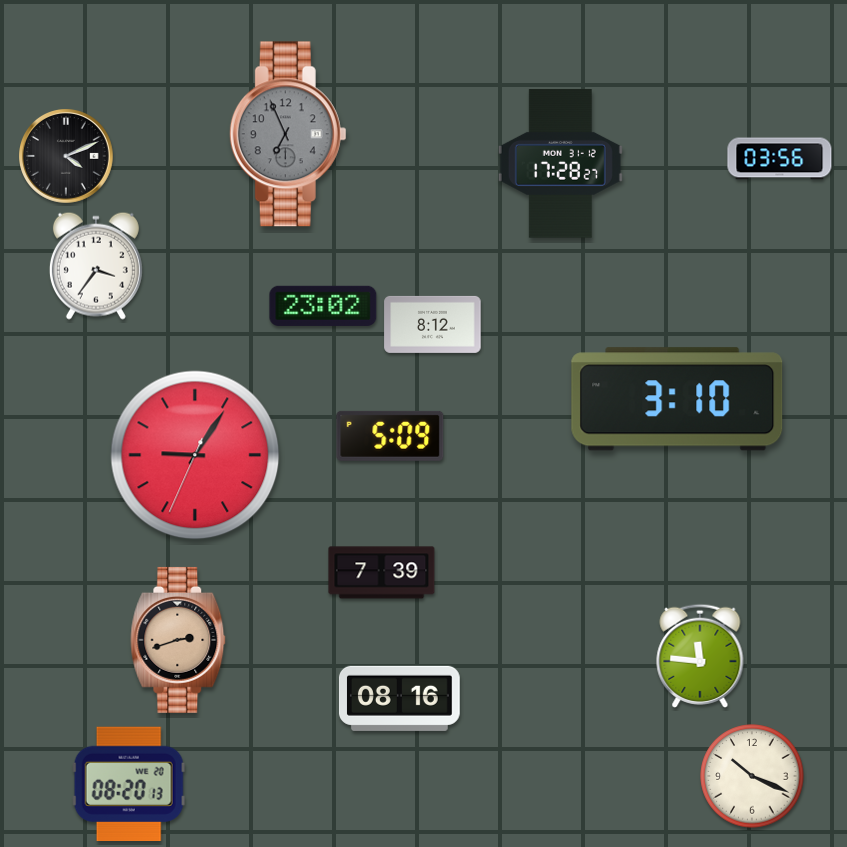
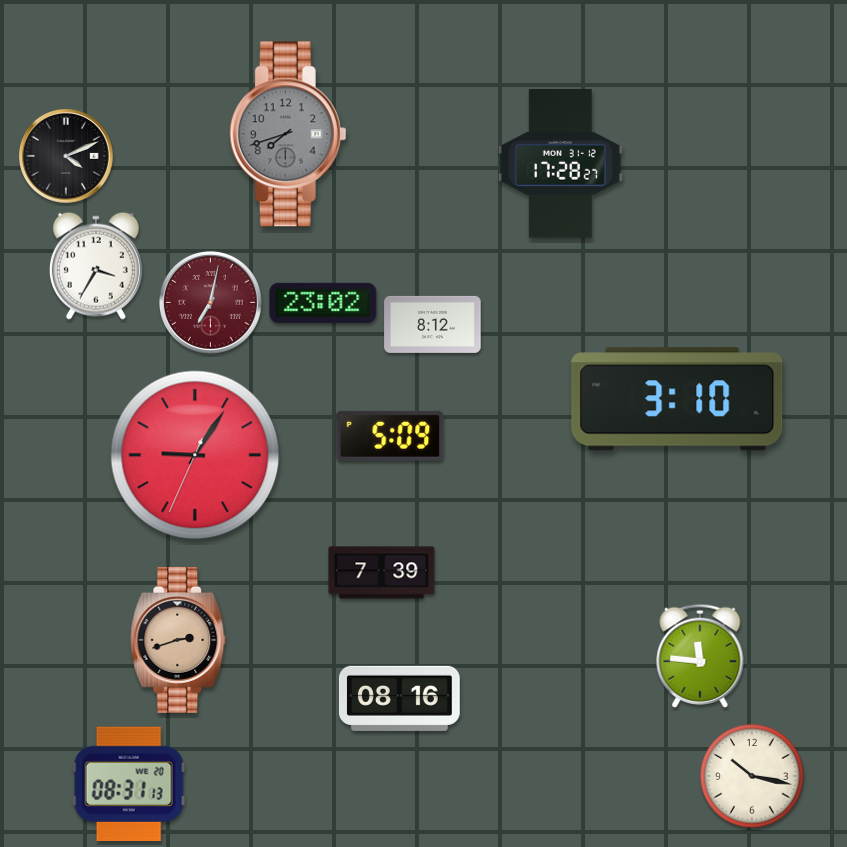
clock at (288, 134): 6:56 -> 7:42
clock at (780, 159): 03:56 -> none
clock at (96, 266): 3:36 -> 3:35
clock at (210, 302): none -> 7:02
clock at (323, 306) position: (323, 306) -> (323, 303)
clock at (752, 776): 10:19 -> 10:17
clock at (129, 784): 08:20 -> 08:31
